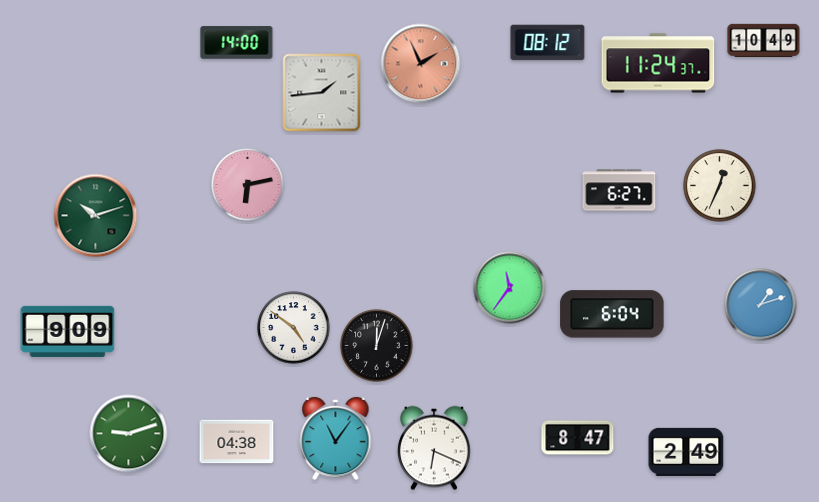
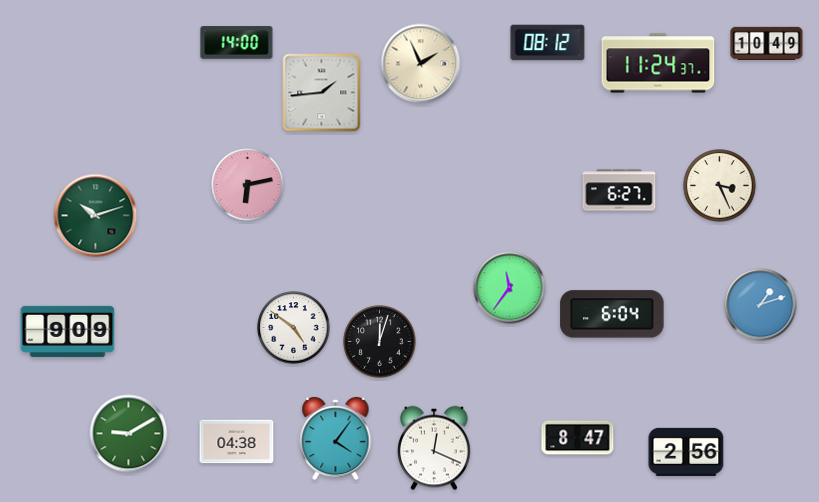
clock at (764, 40) position: (764, 40) -> (767, 43)
clock at (421, 64) dial: salmon -> cream
clock at (720, 186): 12:34 -> 3:26
clock at (377, 346) position: (377, 346) -> (380, 342)
clock at (129, 434): 9:12 -> 9:10
clock at (336, 439): 11:06 -> 4:06
clock at (435, 448): 6:19 -> 12:19
clock at (686, 452): 2:49 -> 2:56
